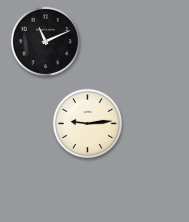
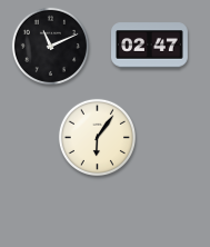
clock at (150, 46): none -> 02:47
clock at (87, 123): 9:14 -> 6:06
